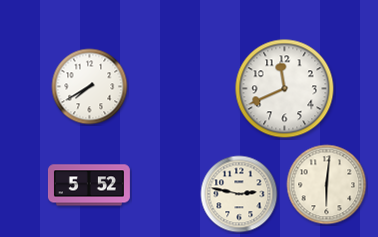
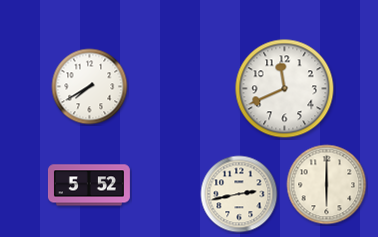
clock at (327, 185): 6:01 -> 6:00
clock at (239, 194): 2:47 -> 2:43
